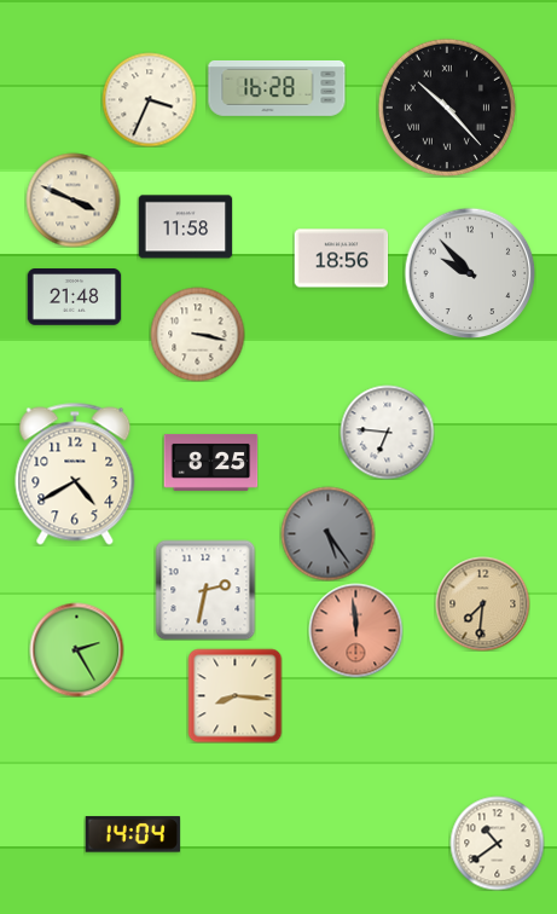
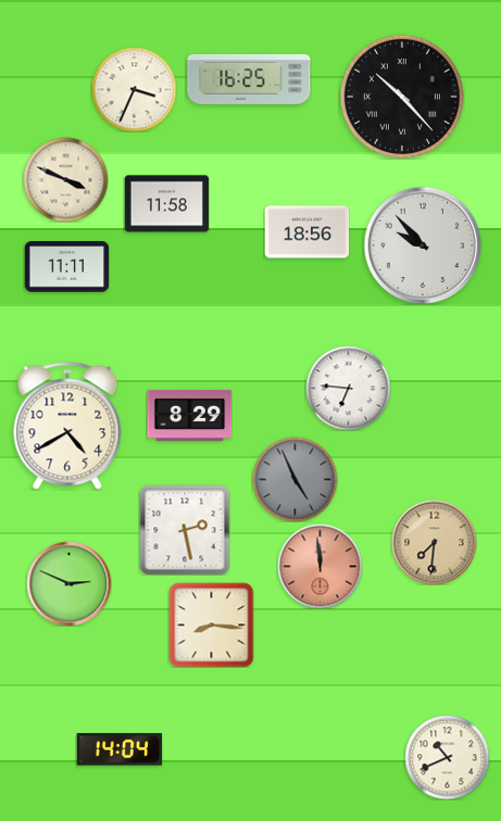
clock at (277, 88): 16:28 -> 16:25
clock at (74, 297): 21:48 -> 11:11
clock at (197, 334): 3:17 -> none
clock at (210, 462): 8:25 -> 8:29
clock at (327, 533): 5:24 -> 4:56
clock at (205, 590): 2:32 -> 2:28
clock at (76, 649): 2:25 -> 2:49
clock at (497, 843): 10:39 -> 10:41
